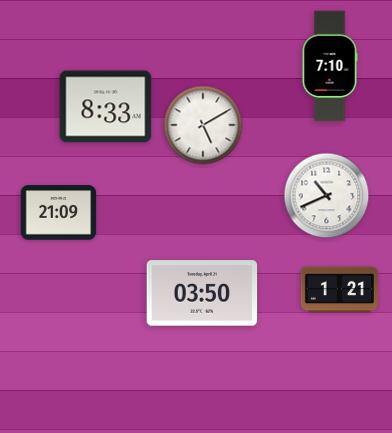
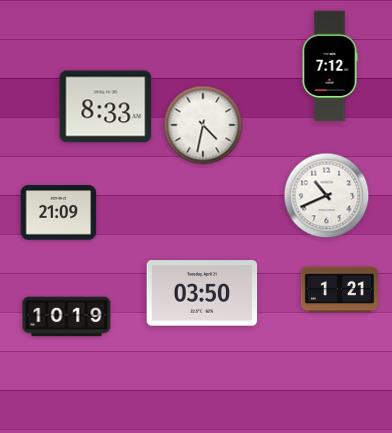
clock at (330, 66): 7:10 -> 7:12
clock at (203, 125): 5:10 -> 4:32
clock at (67, 317): none -> 10:19
